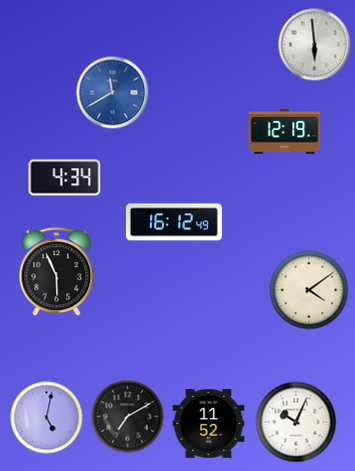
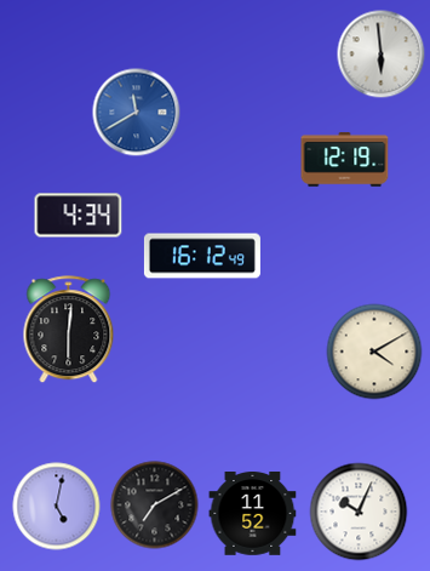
clock at (174, 222) position: (174, 222) -> (202, 256)
clock at (57, 272): 5:56 -> 6:01
clock at (309, 290): 4:09 -> 4:10
